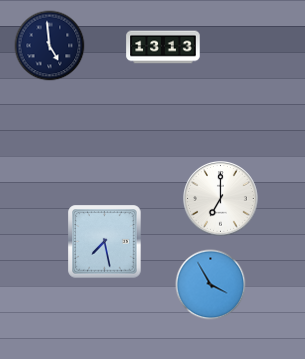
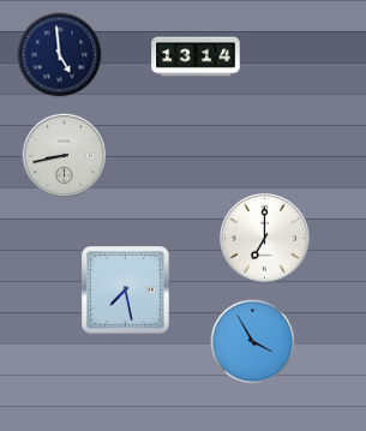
clock at (163, 47): 13:13 -> 13:14
clock at (64, 155): none -> 8:43
